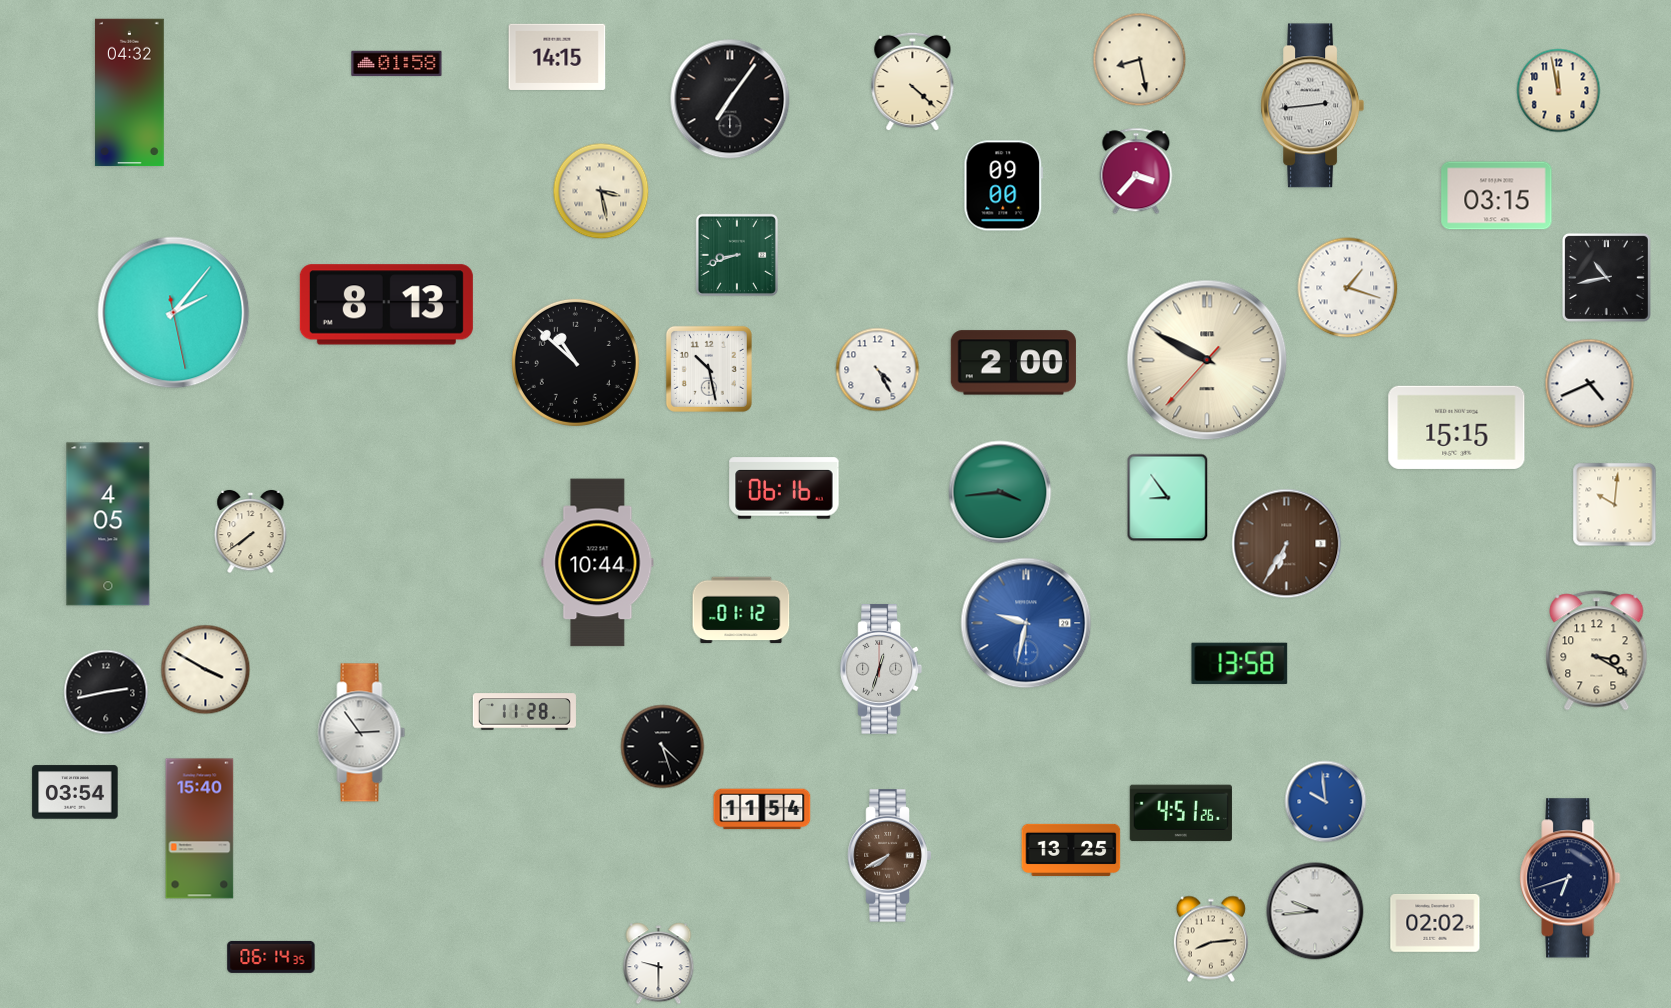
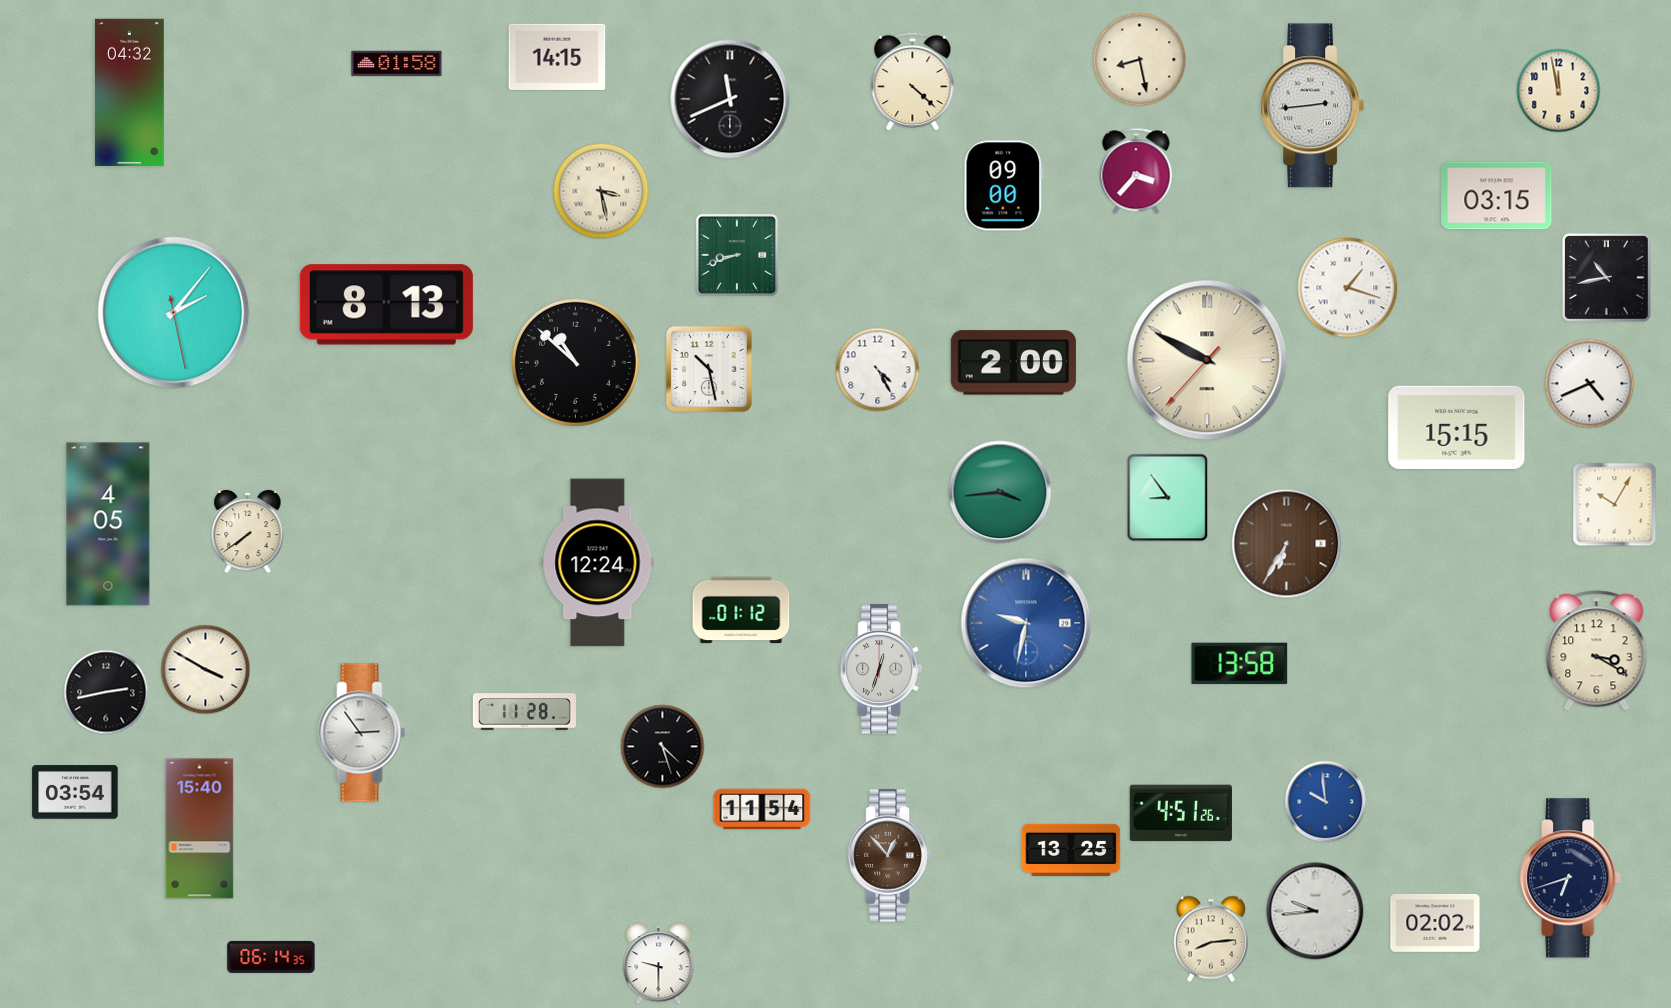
clock at (730, 99): 7:06 -> 11:41
clock at (784, 488): 06:16 -> none
clock at (1615, 505): 10:01 -> 10:05
clock at (251, 532) position: (251, 532) -> (248, 532)
clock at (598, 563): 10:44 -> 12:24
clock at (890, 856): 7:40 -> 12:53
